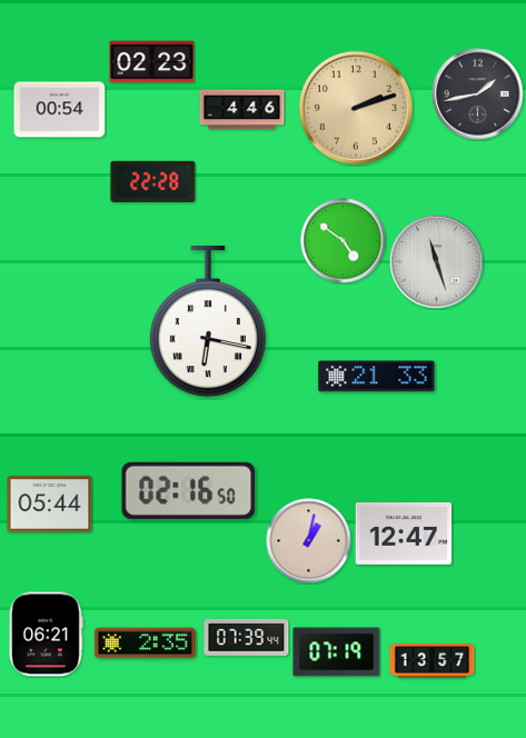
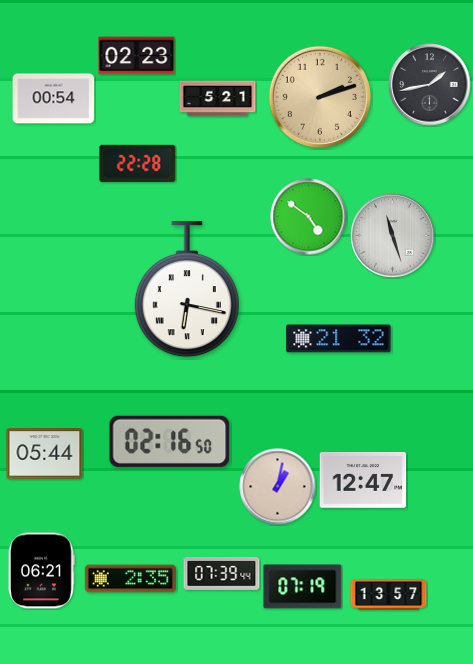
clock at (242, 110): 4:46 -> 5:21
clock at (377, 377): 21:33 -> 21:32
